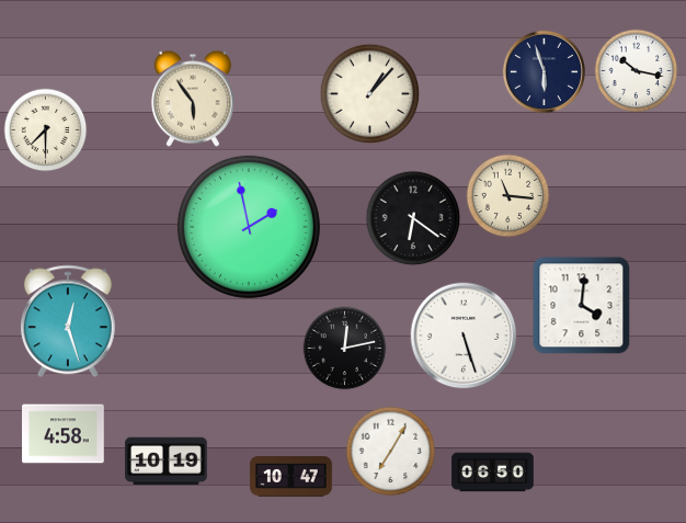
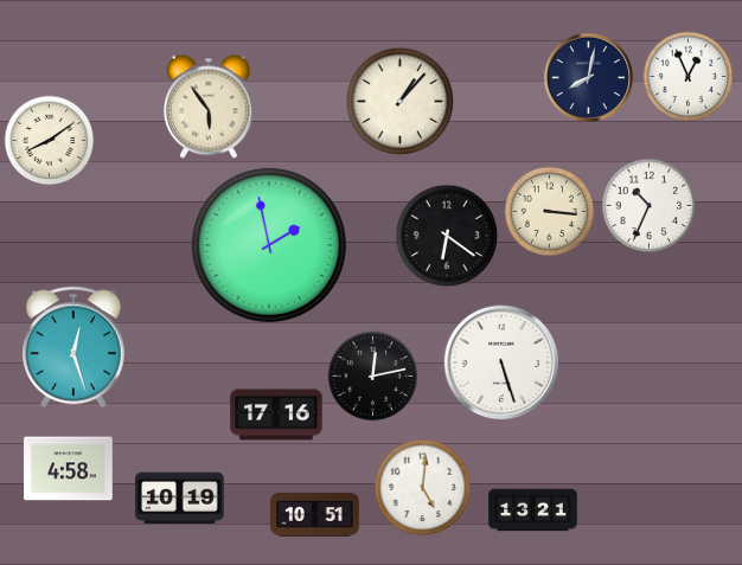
clock at (544, 71): 5:57 -> 8:02
clock at (637, 71): 10:17 -> 12:56
clock at (46, 130): 7:30 -> 8:09
clock at (650, 206): none -> 10:34
clock at (508, 196): 11:16 -> 3:16
clock at (582, 306): 4:01 -> none
clock at (276, 415): none -> 17:16
clock at (391, 452): 7:05 -> 5:01
clock at (493, 473): 06:50 -> 13:21
clock at (291, 477): 10:47 -> 10:51
